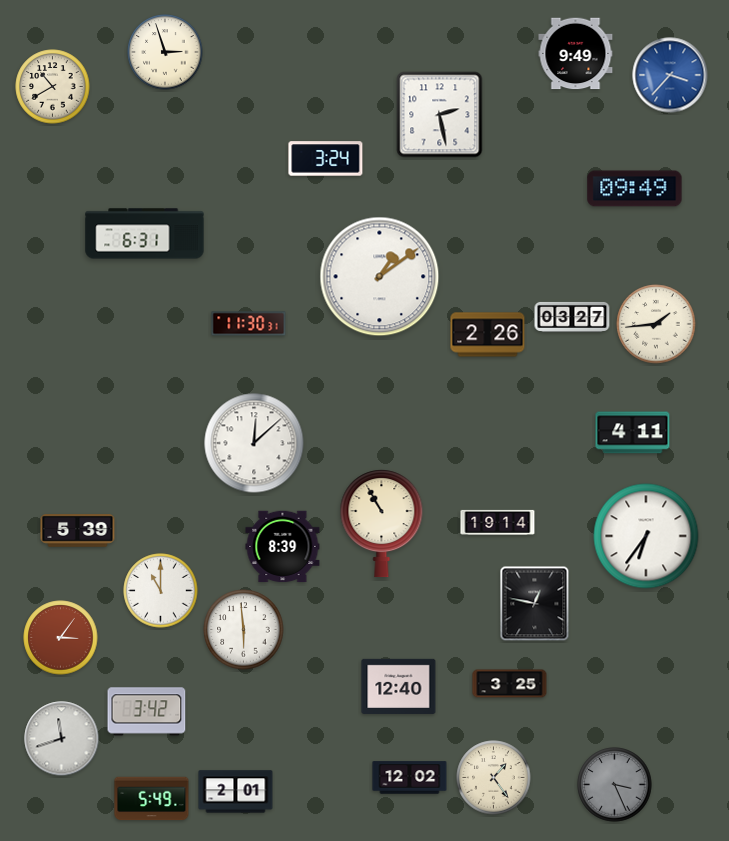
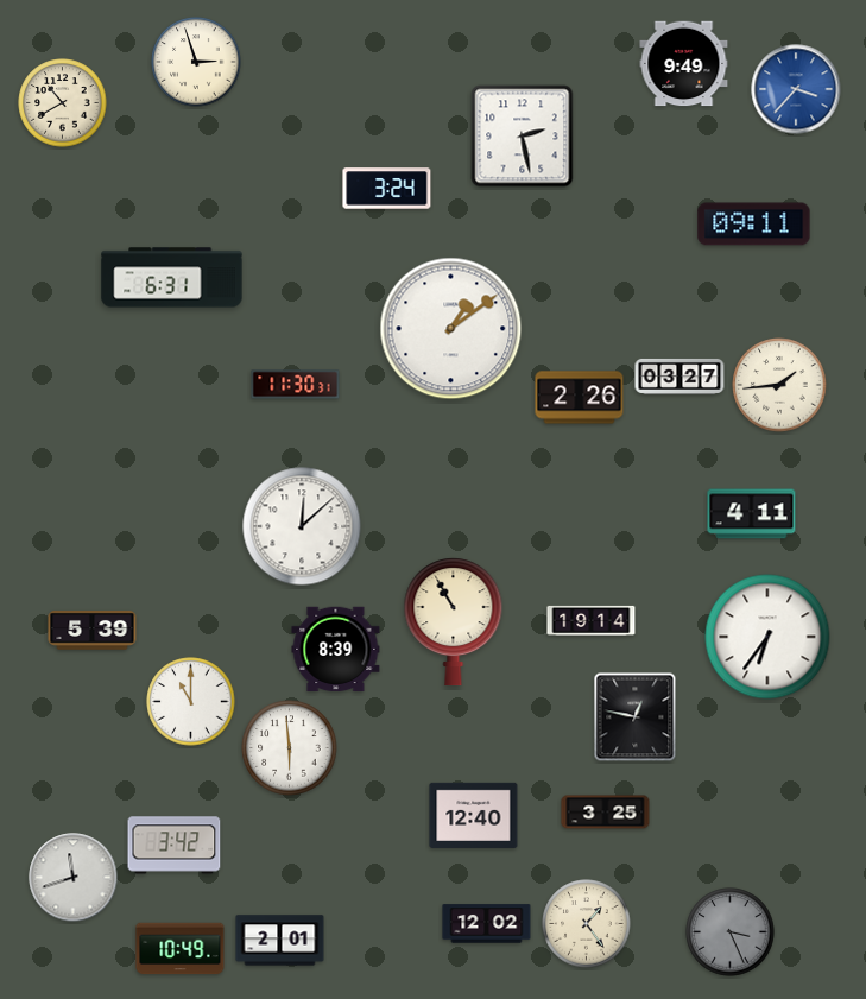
clock at (635, 189): 09:49 -> 09:11
clock at (61, 638): 3:06 -> none
clock at (152, 799): 5:49 -> 10:49
